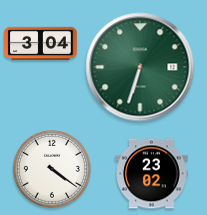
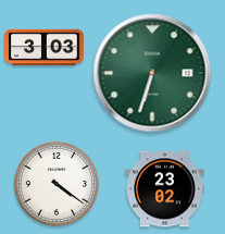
clock at (41, 43): 3:04 -> 3:03
